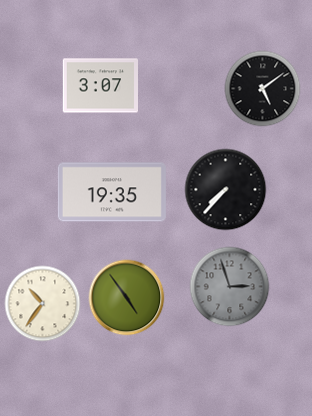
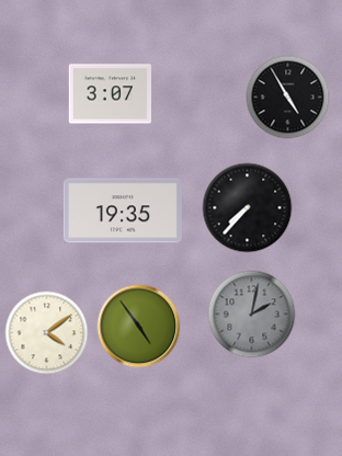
clock at (263, 89): 5:09 -> 4:55
clock at (230, 287): 2:57 -> 2:02
clock at (43, 304): 10:36 -> 4:09
